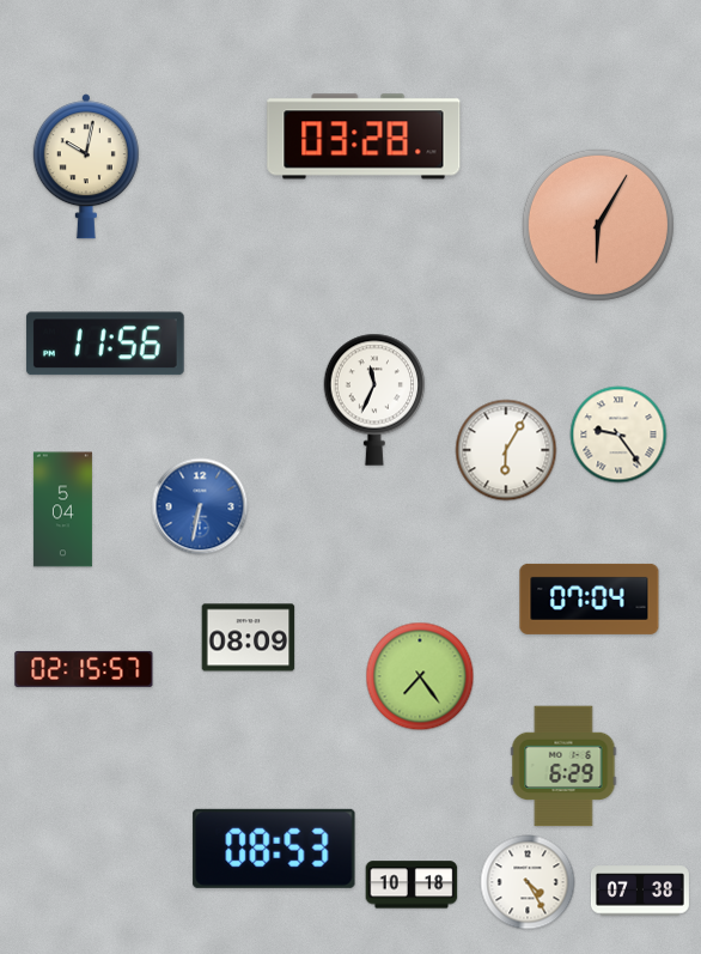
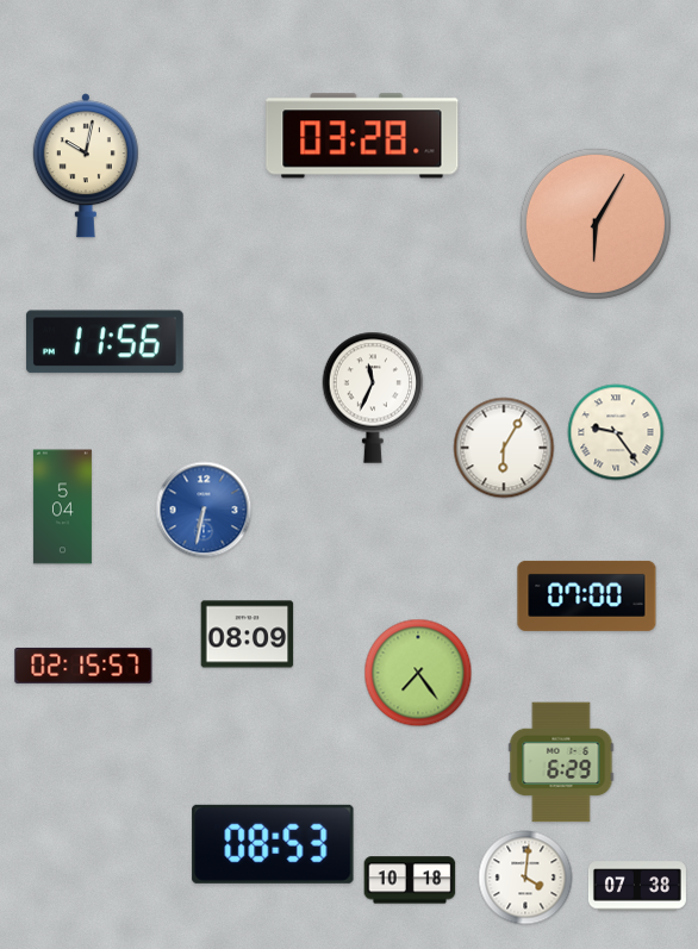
clock at (200, 506) position: (200, 506) -> (204, 510)
clock at (590, 598): 07:04 -> 07:00
clock at (528, 882): 4:25 -> 4:01
